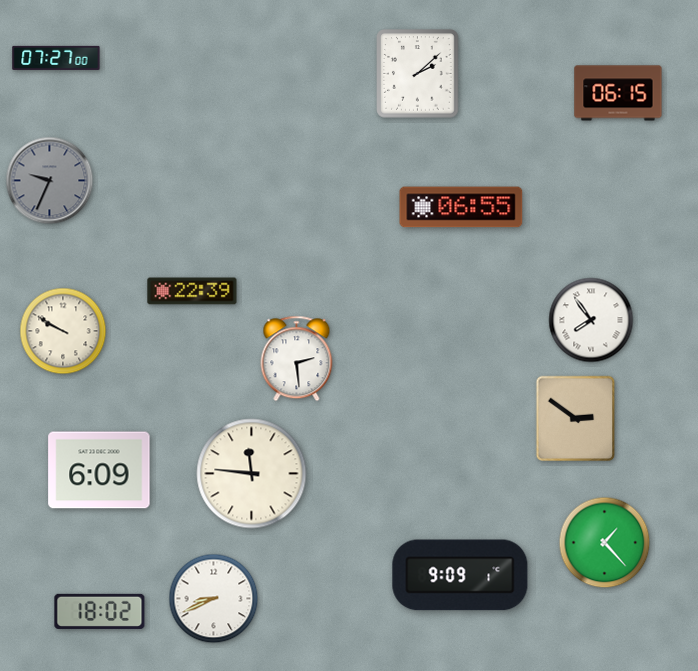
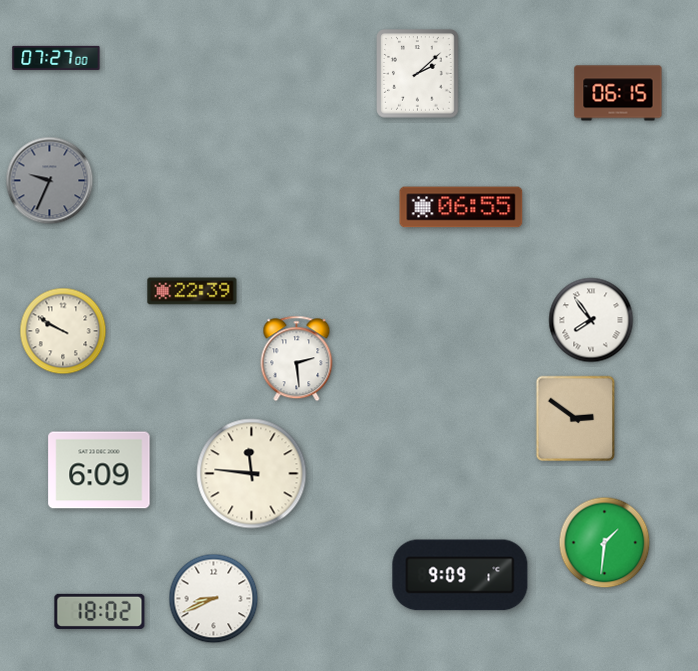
clock at (605, 543): 1:23 -> 1:31
